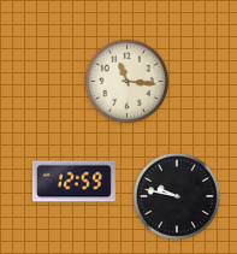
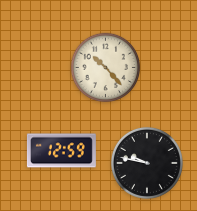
clock at (128, 82): 11:16 -> 10:23
